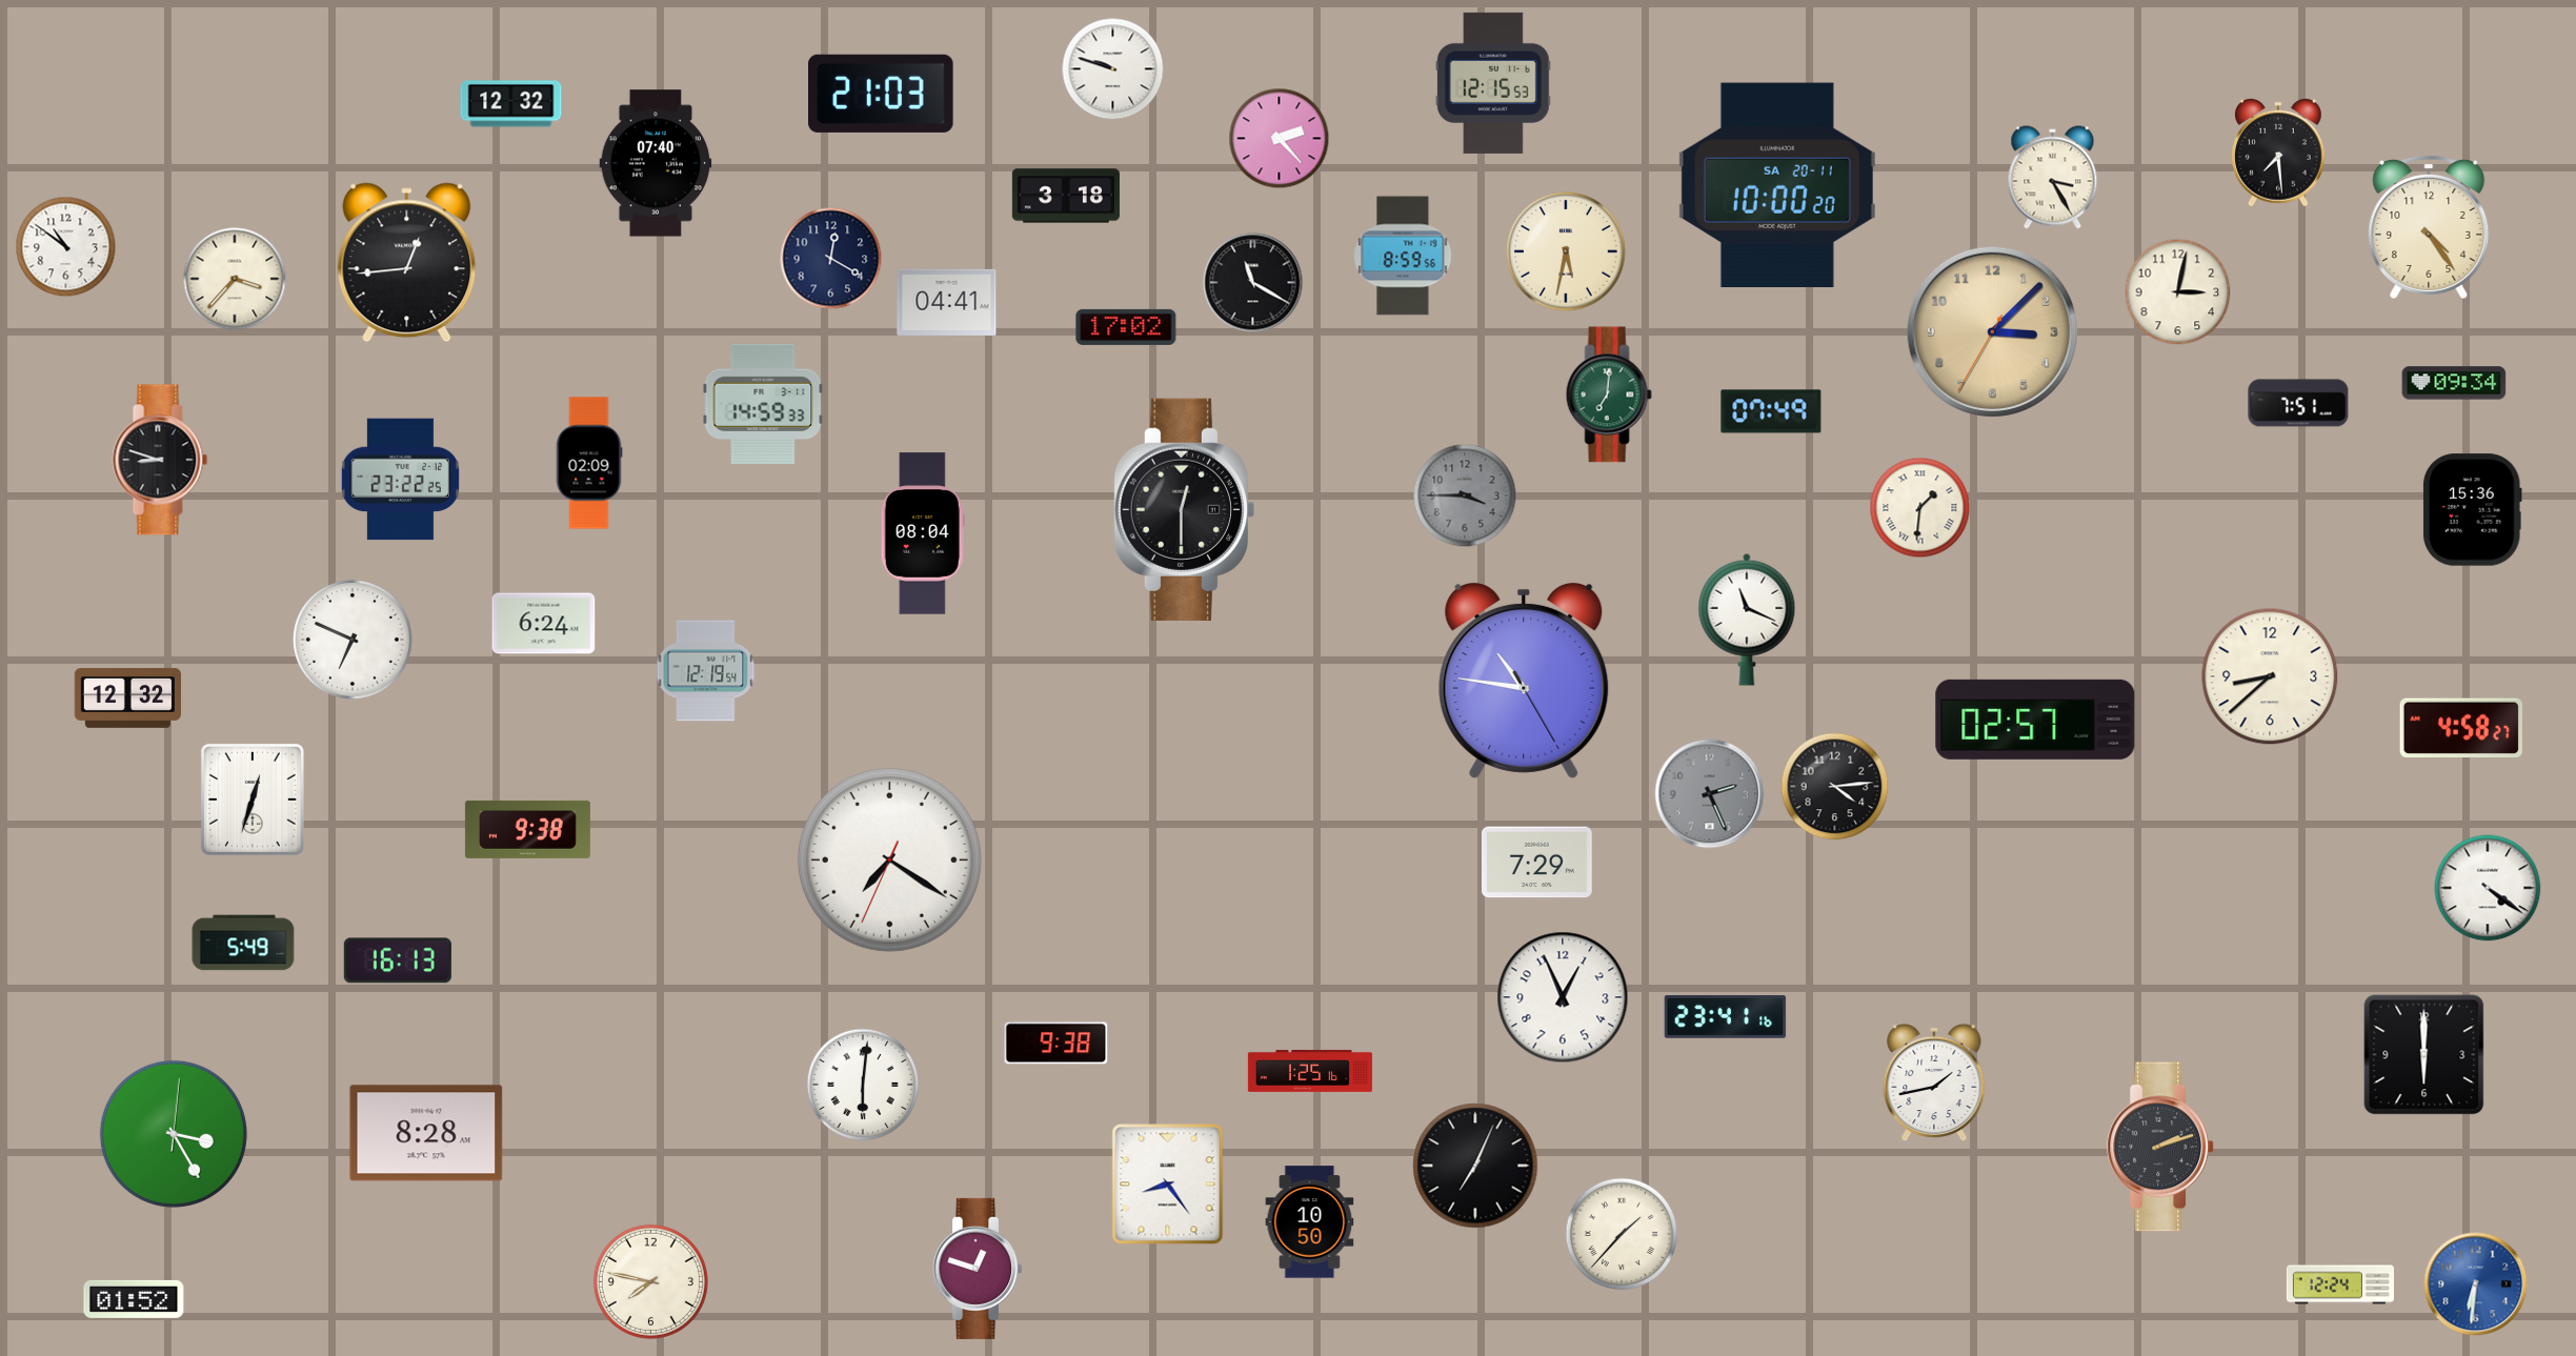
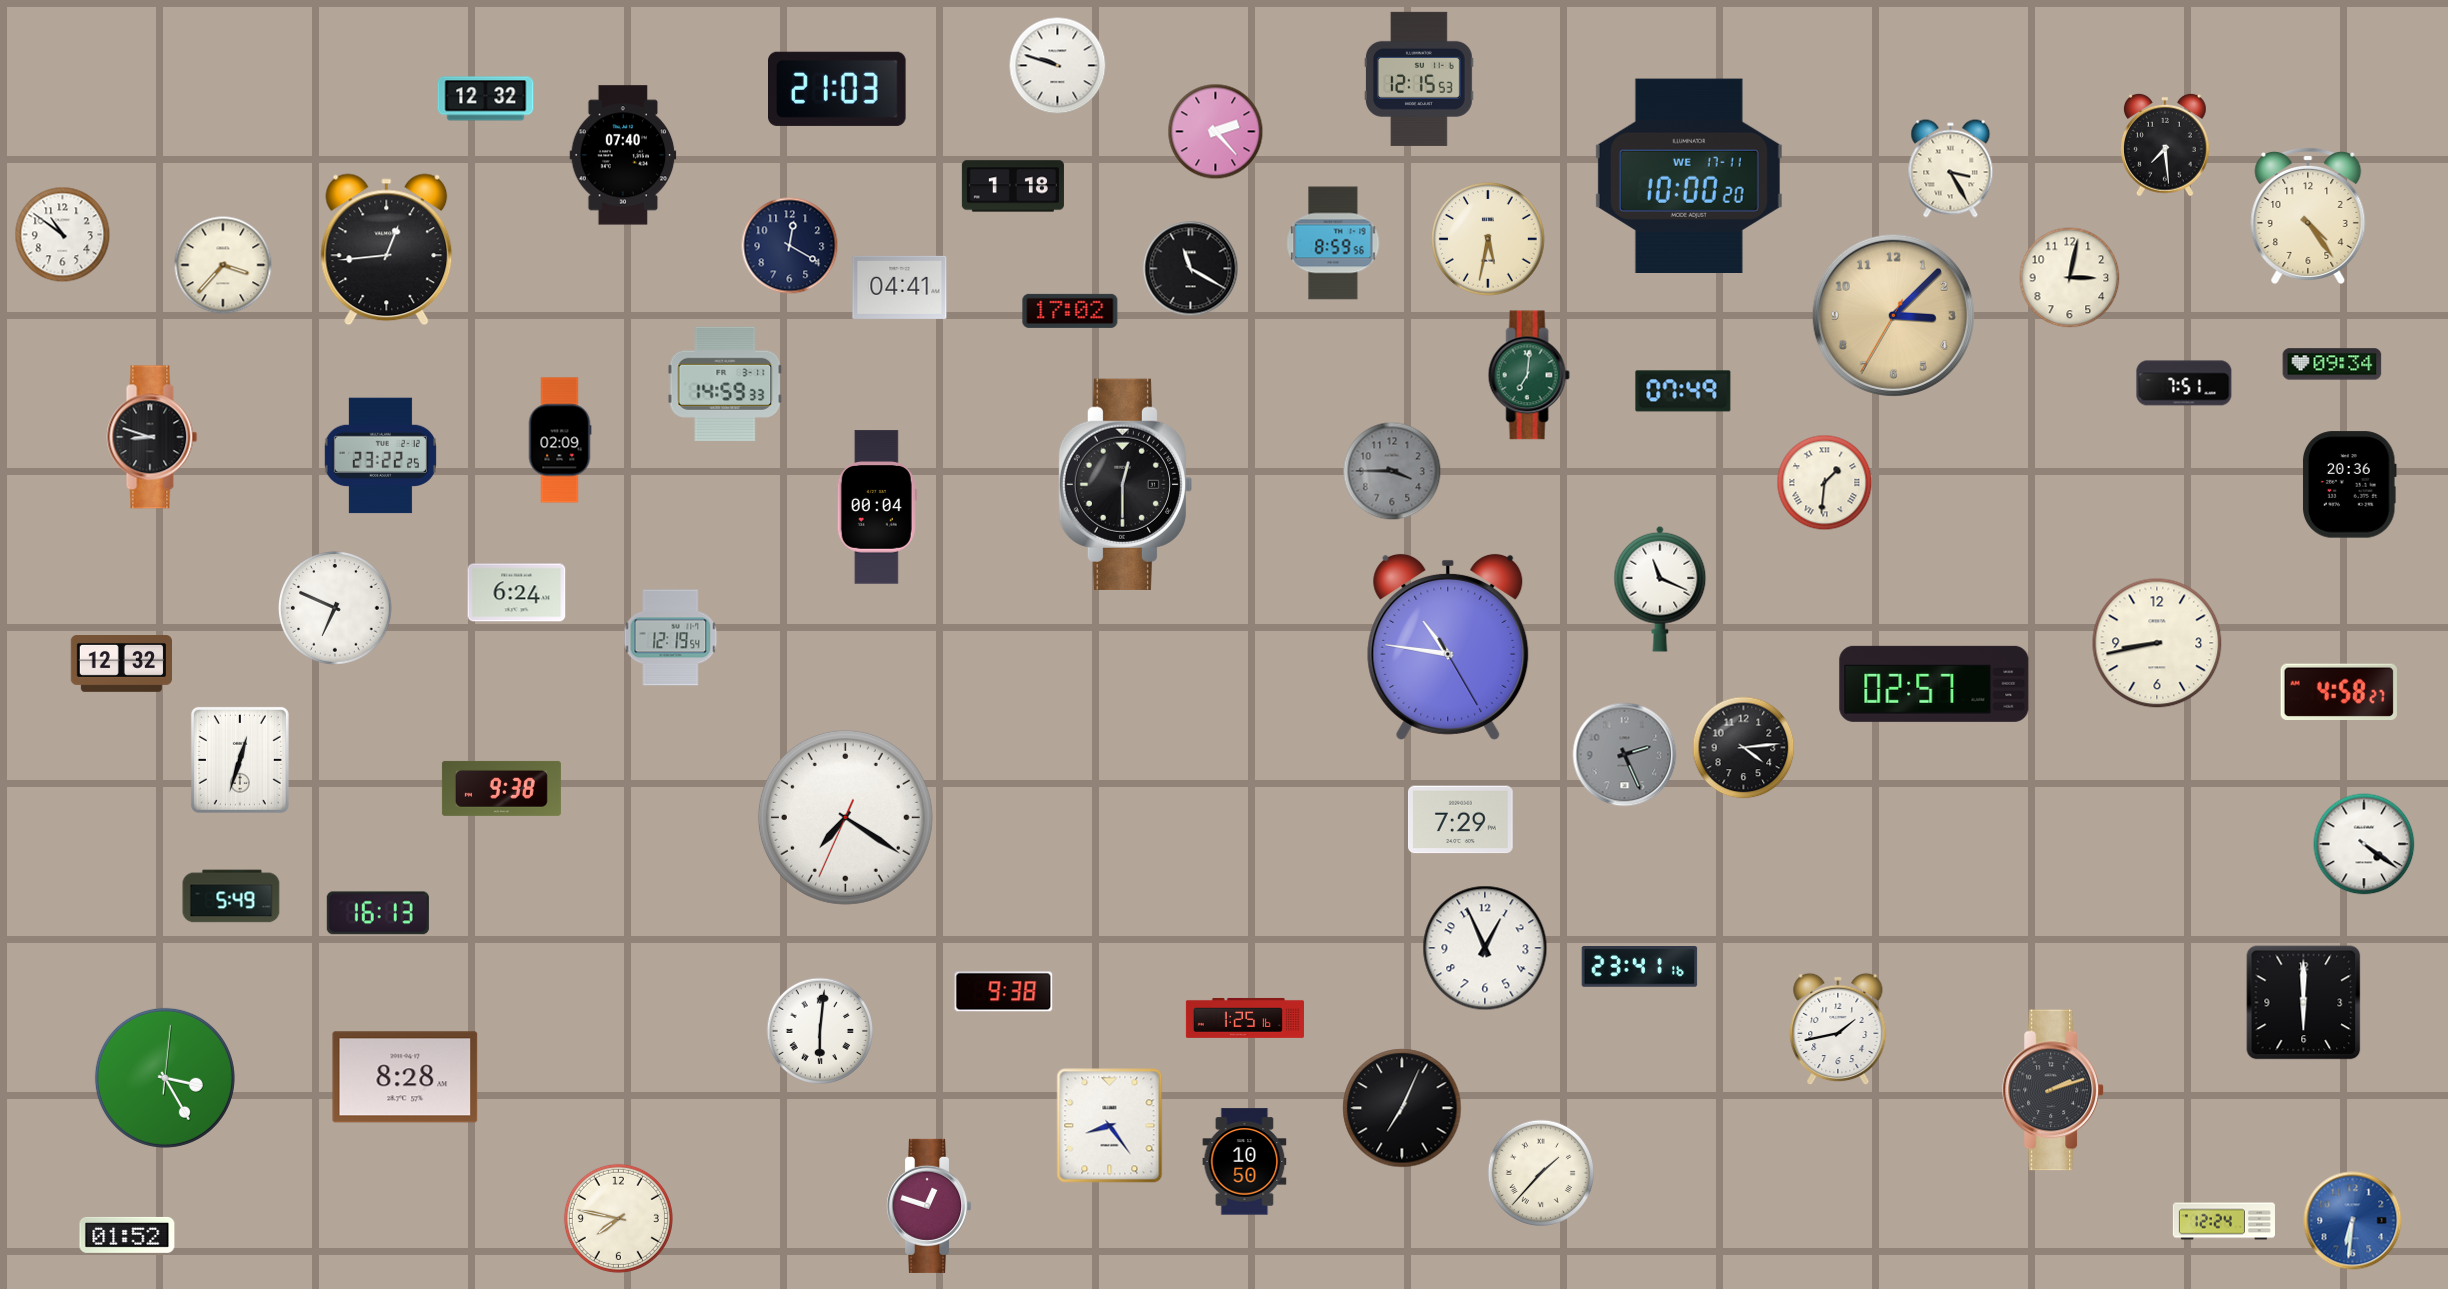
clock at (1777, 184) date: SA 20-11 -> WE 17-11
clock at (1066, 196): 3:18 -> 1:18
clock at (2472, 510): 15:36 -> 20:36
clock at (923, 533): 08:04 -> 00:04
clock at (2270, 676): 8:38 -> 8:43
